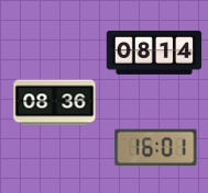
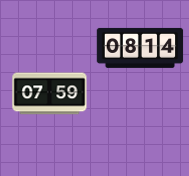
clock at (55, 103): 08:36 -> 07:59
clock at (156, 148): 16:01 -> none
